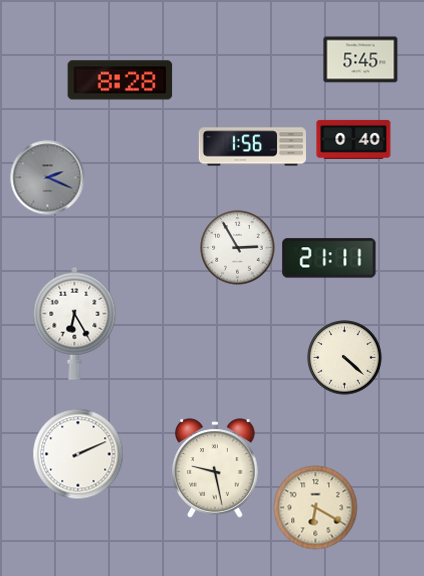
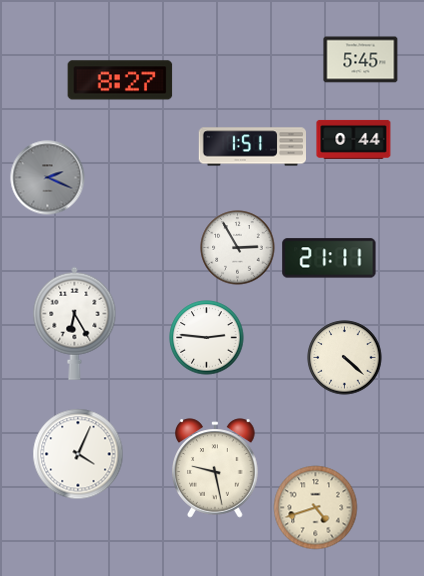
clock at (120, 80): 8:28 -> 8:27
clock at (354, 139): 0:40 -> 0:44
clock at (253, 147): 1:56 -> 1:51
clock at (207, 338): none -> 2:46
clock at (78, 454): 2:11 -> 4:04
clock at (316, 508): 6:20 -> 4:42
